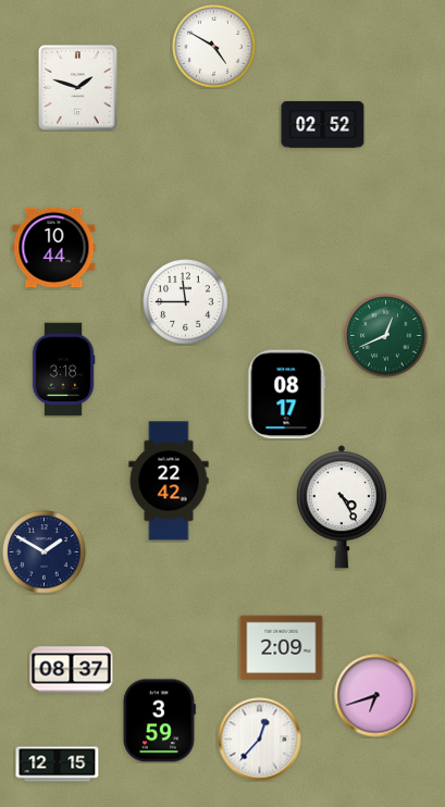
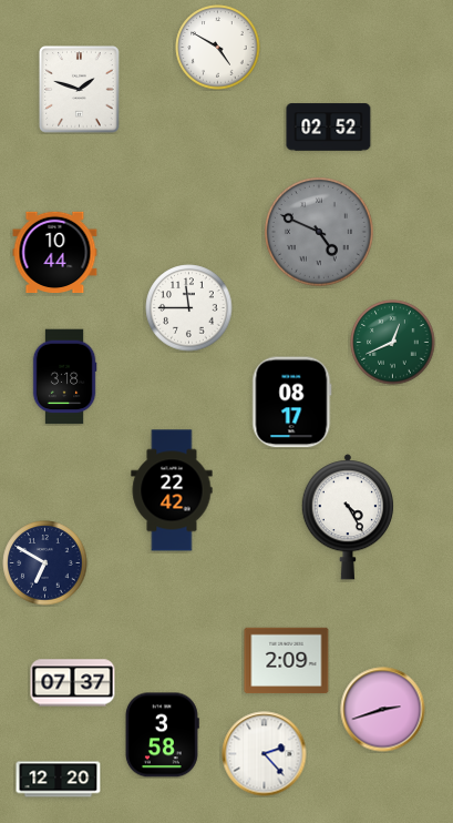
clock at (320, 233): none -> 4:49
clock at (45, 553): 1:50 -> 6:50
clock at (72, 670): 08:37 -> 07:37
clock at (376, 696): 6:42 -> 2:42
clock at (159, 721): 3:59 -> 3:58
clock at (260, 740): 12:37 -> 2:23
clock at (58, 765): 12:15 -> 12:20
